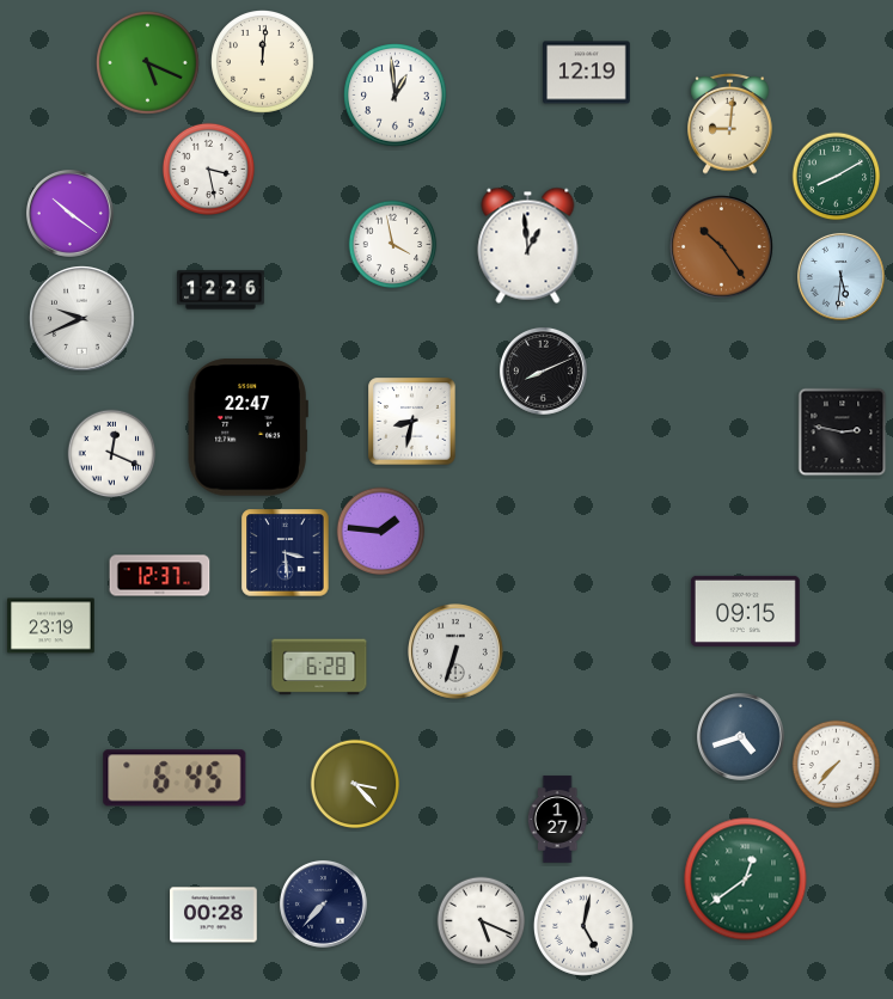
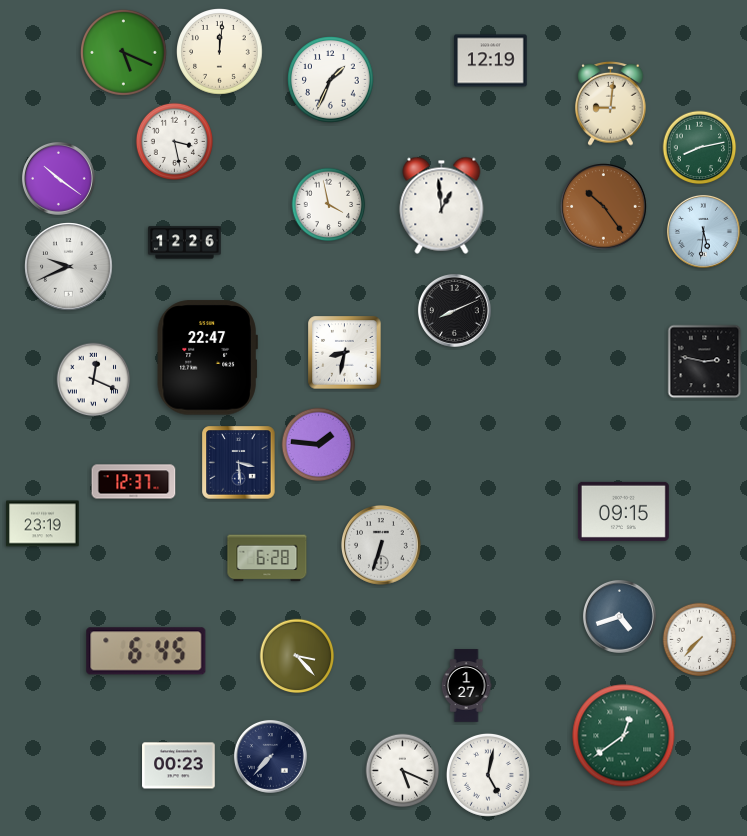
clock at (396, 96): 12:59 -> 1:34
clock at (837, 177): 8:10 -> 8:13
clock at (214, 915): 00:28 -> 00:23
